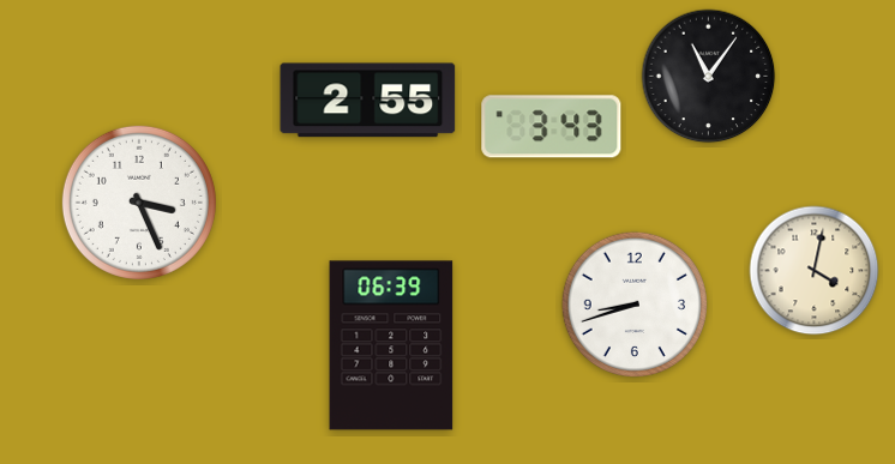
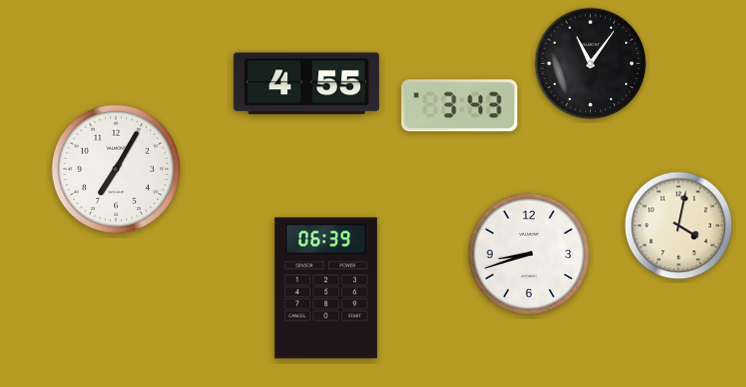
clock at (368, 101): 2:55 -> 4:55
clock at (139, 203): 3:26 -> 7:05
